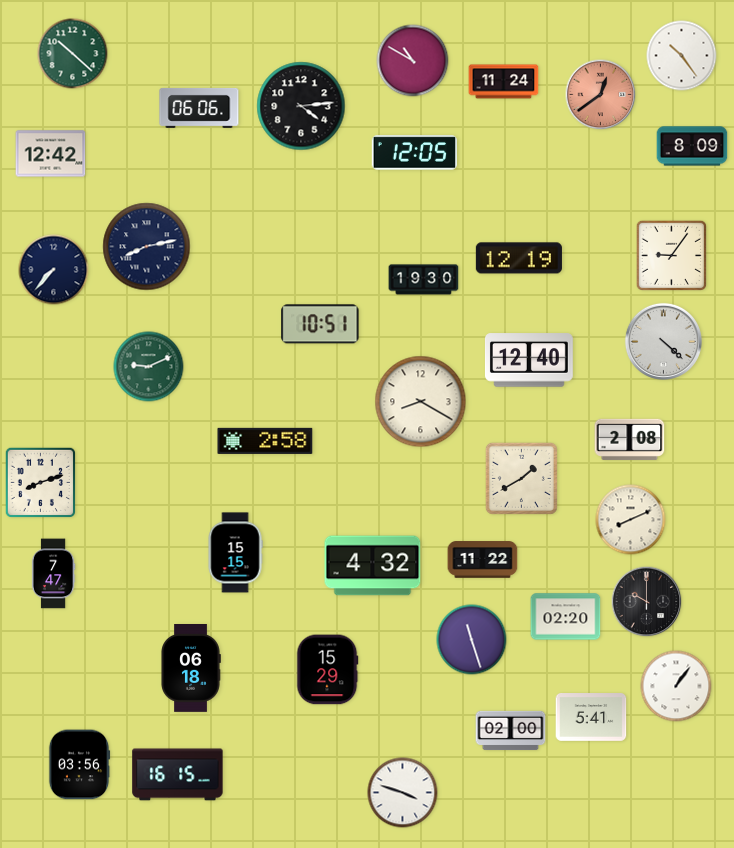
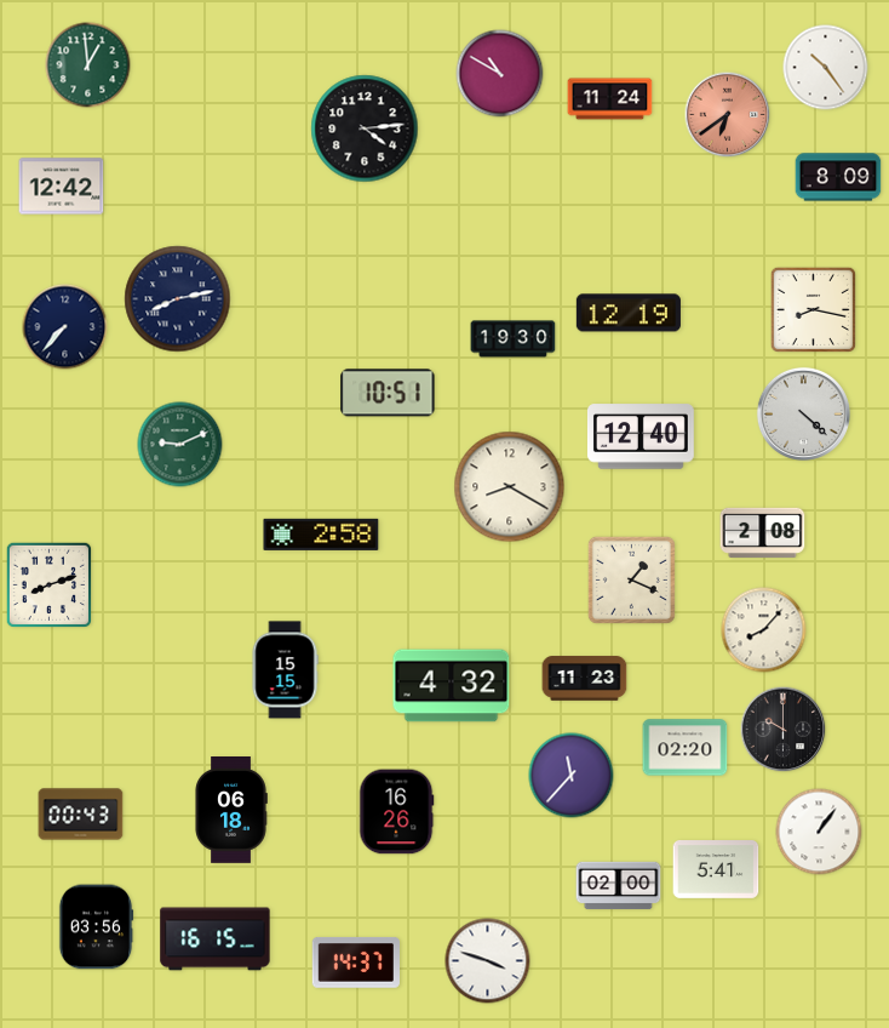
clock at (73, 54): 10:22 -> 12:59
clock at (601, 95): 12:39 -> 6:39
clock at (199, 108): 06:06 -> none
clock at (414, 153): 12:05 -> none
clock at (671, 255): 9:06 -> 8:17
clock at (521, 478): 1:40 -> 1:19
clock at (631, 520): 8:11 -> 8:07
clock at (483, 560): 11:22 -> 11:23
clock at (53, 574): 7:47 -> none
clock at (472, 640): 11:27 -> 11:37
clock at (327, 670): 15:29 -> 16:26
clock at (81, 815): none -> 00:43
clock at (356, 963): none -> 14:37
